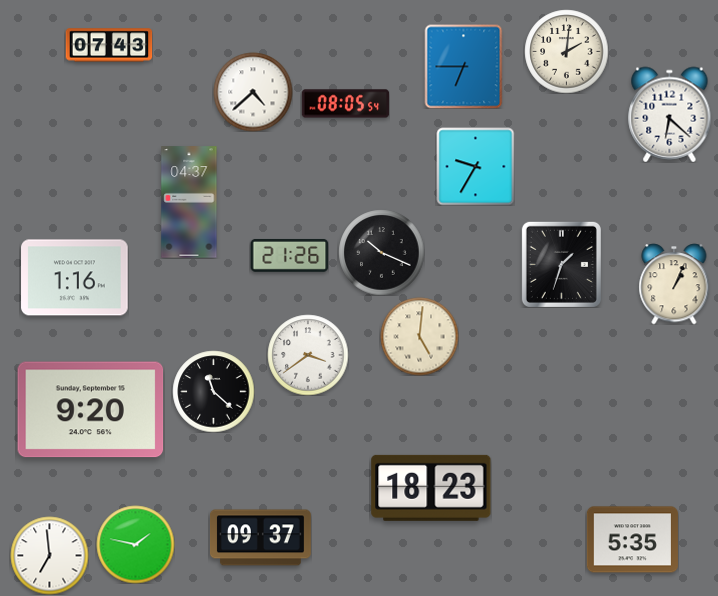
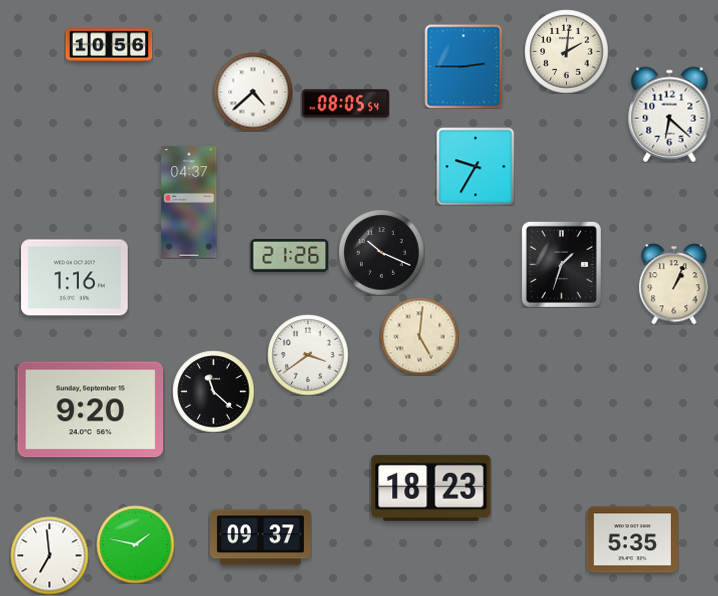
clock at (109, 45): 07:43 -> 10:56
clock at (464, 66): 6:45 -> 2:45
